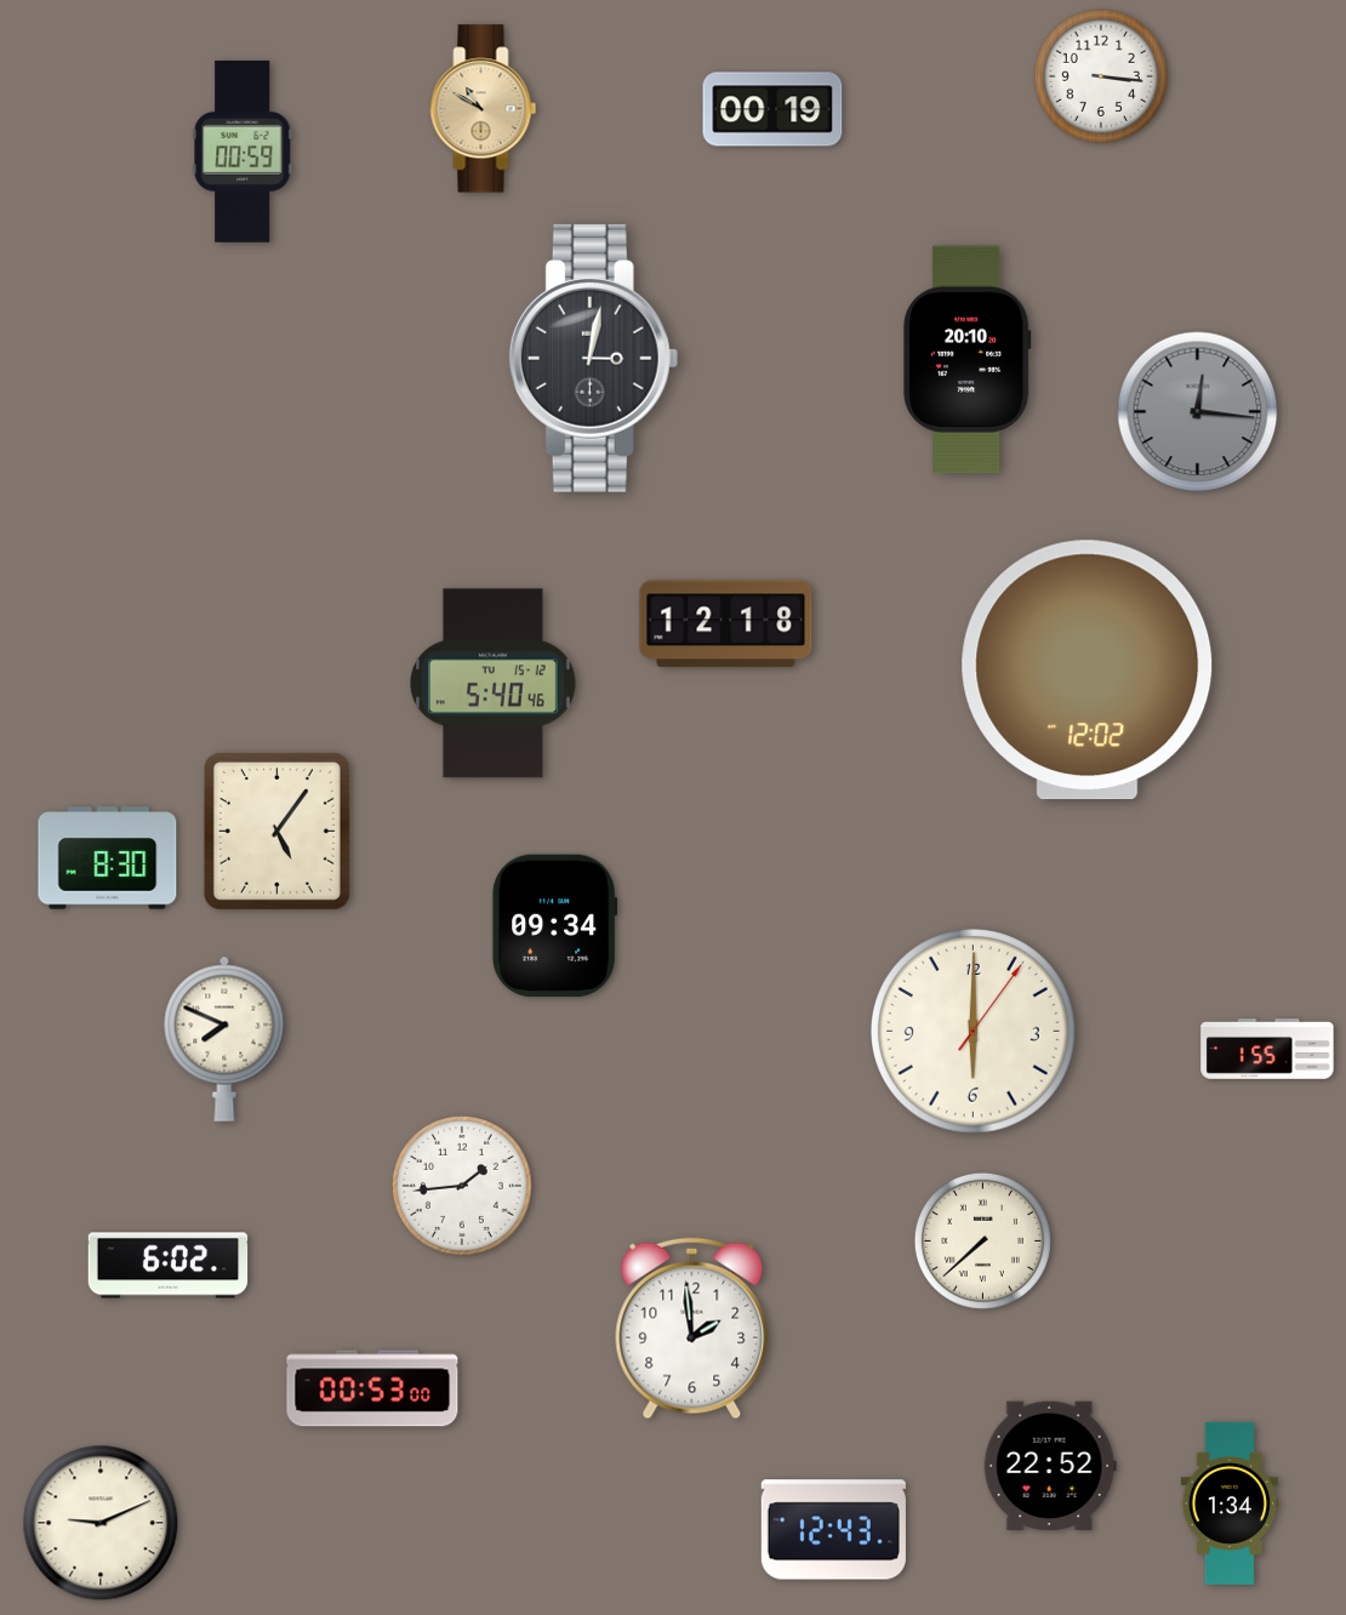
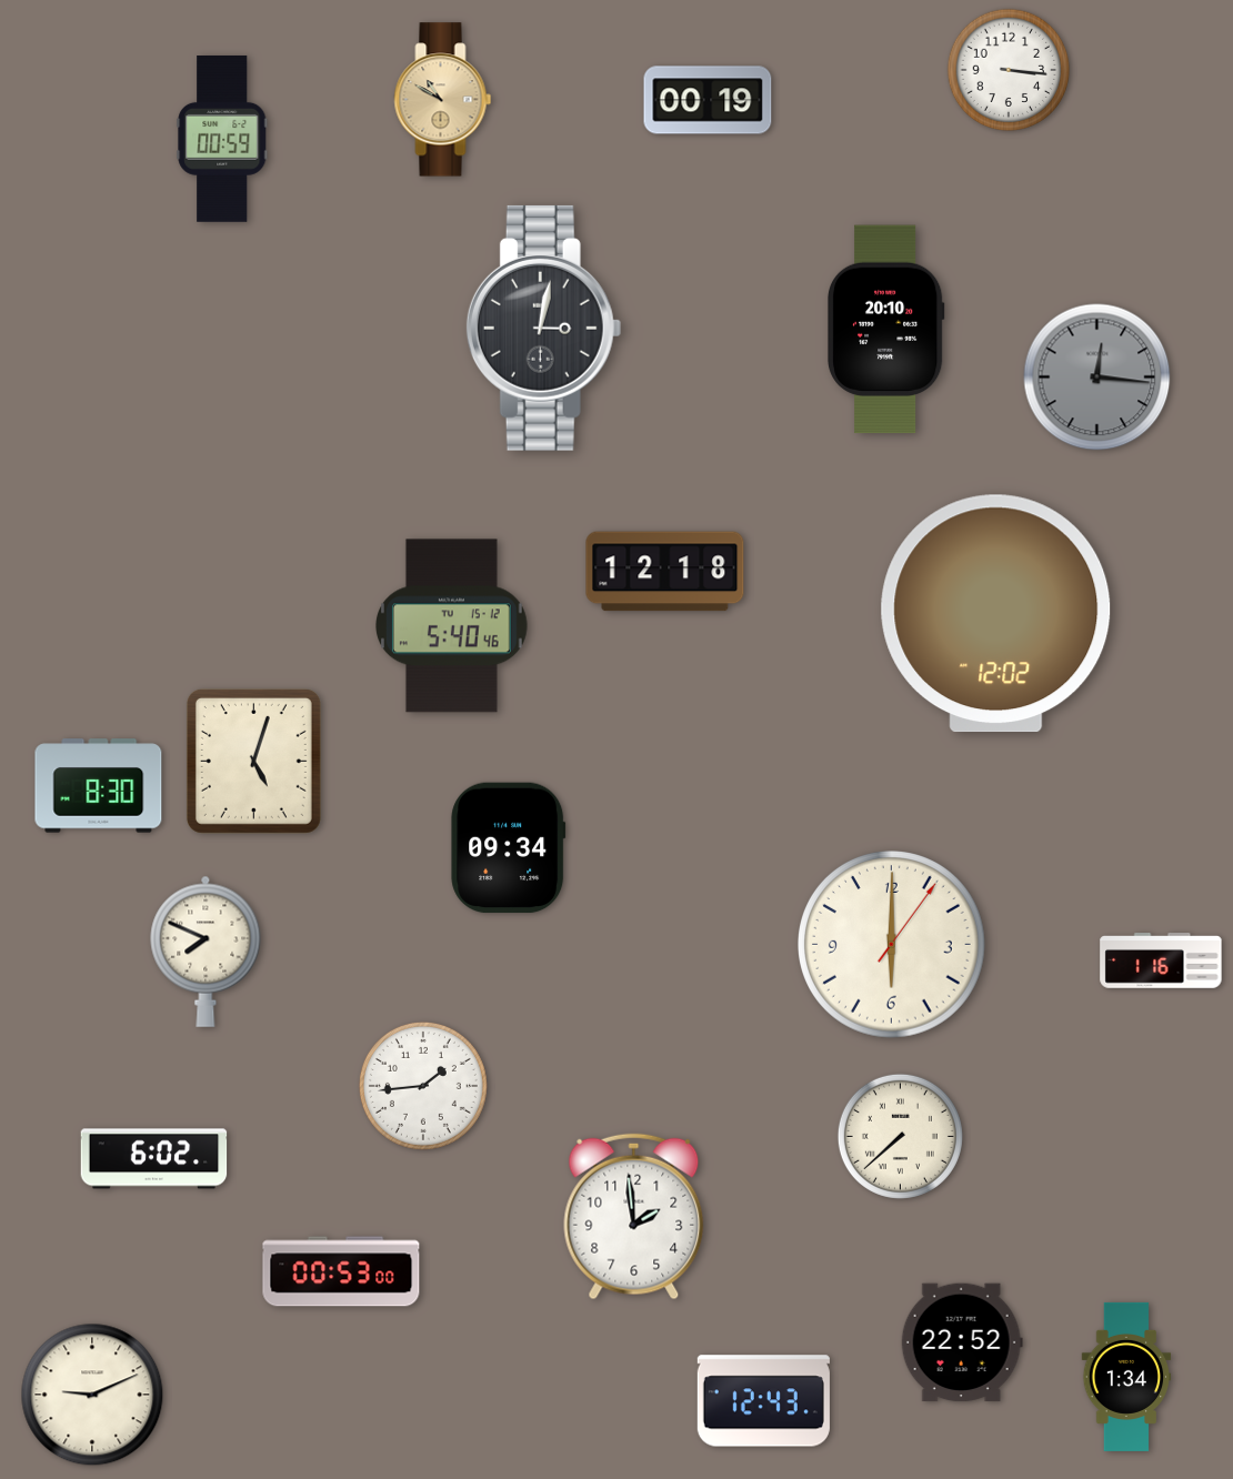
clock at (276, 831): 5:06 -> 5:03
clock at (1267, 1050): 1:55 -> 1:16
